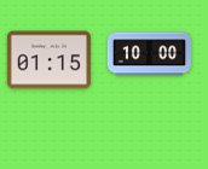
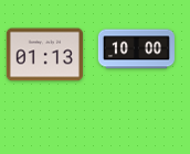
clock at (48, 60): 01:15 -> 01:13
